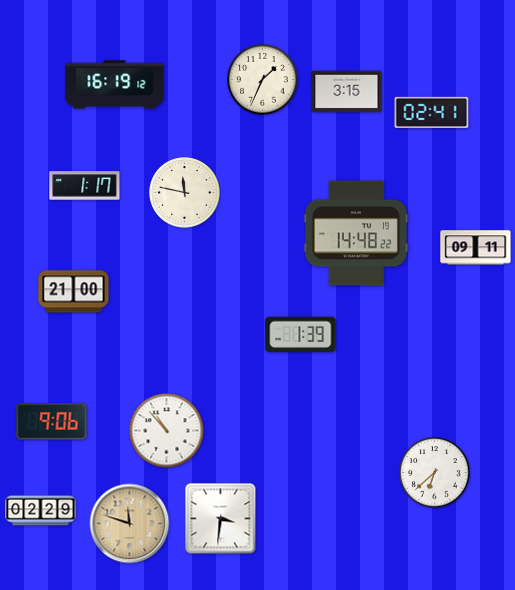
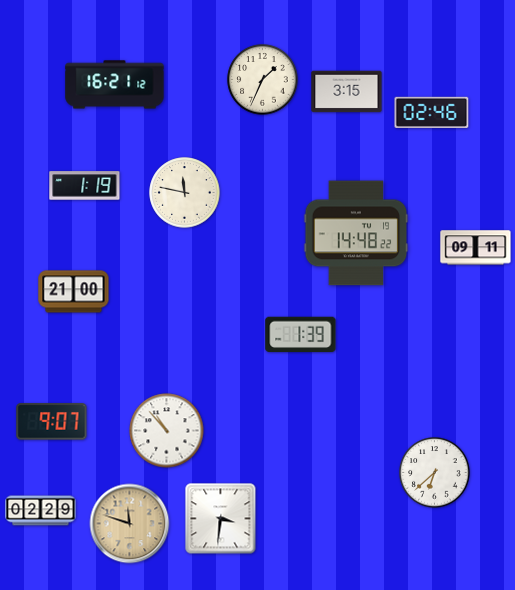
clock at (115, 85): 16:19 -> 16:21
clock at (432, 113): 02:41 -> 02:46
clock at (85, 186): 1:17 -> 1:19
clock at (52, 422): 9:06 -> 9:07
